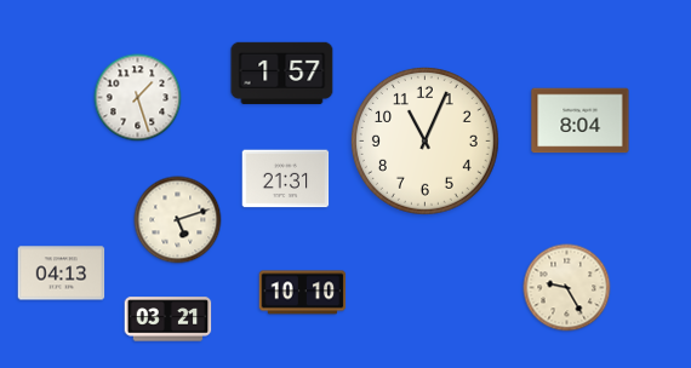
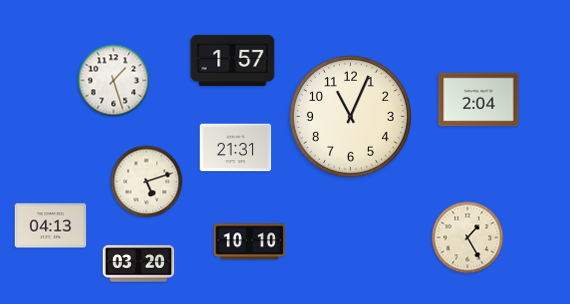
clock at (581, 121): 8:04 -> 2:04
clock at (567, 288): 9:25 -> 1:25
clock at (169, 320): 03:21 -> 03:20
